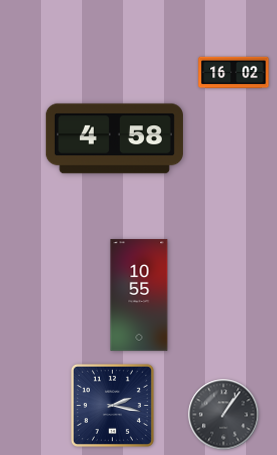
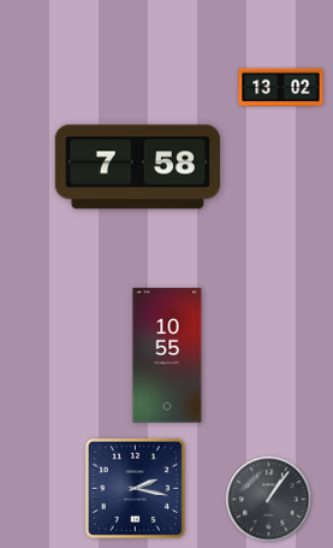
clock at (234, 73): 16:02 -> 13:02
clock at (114, 139): 4:58 -> 7:58
